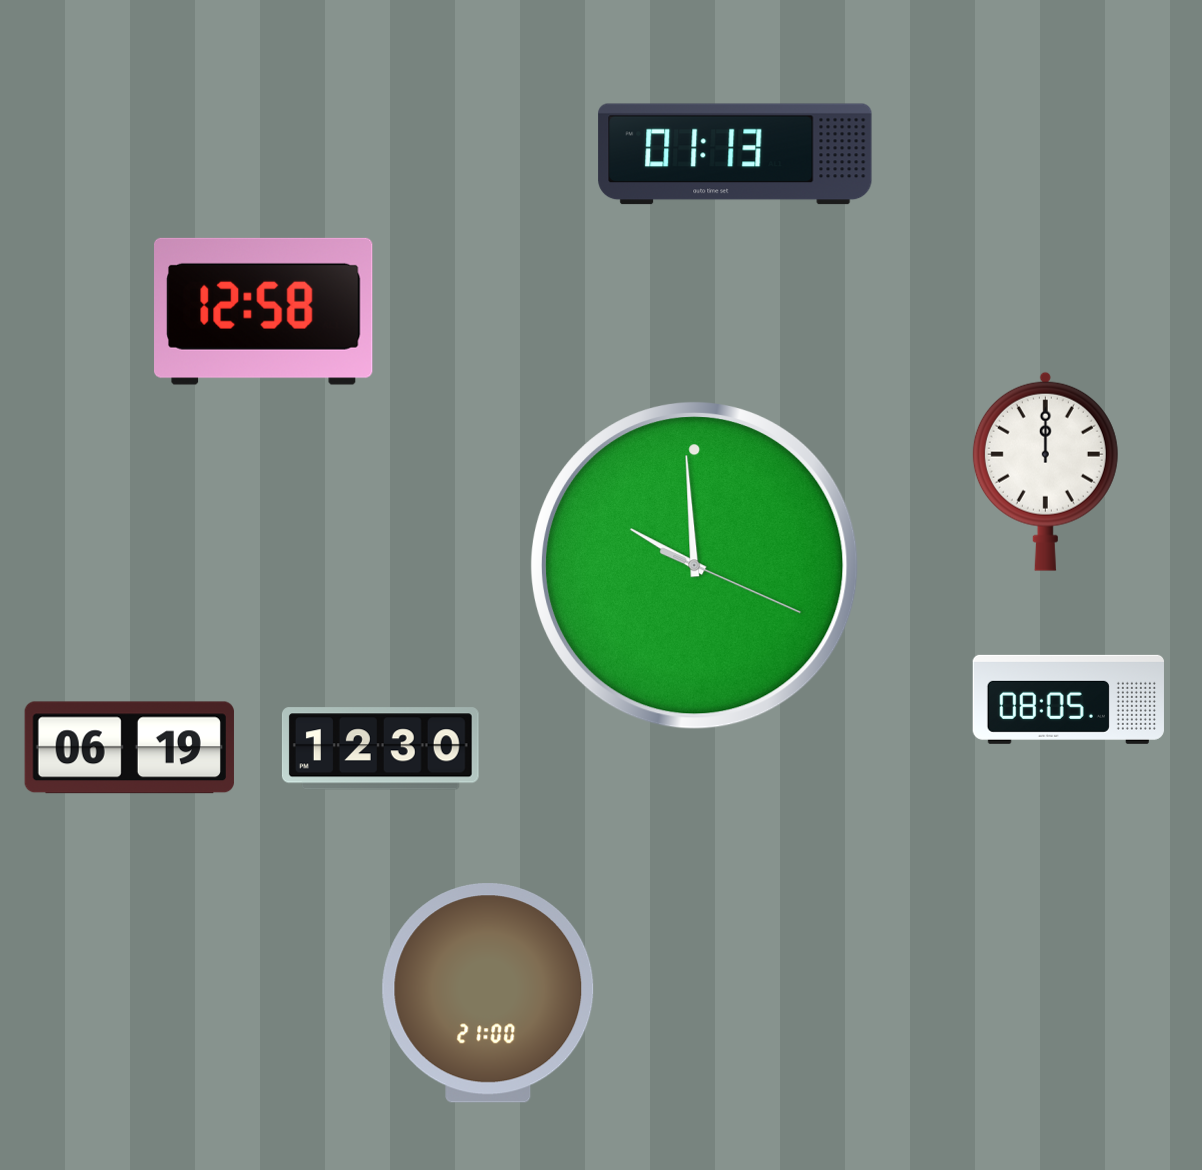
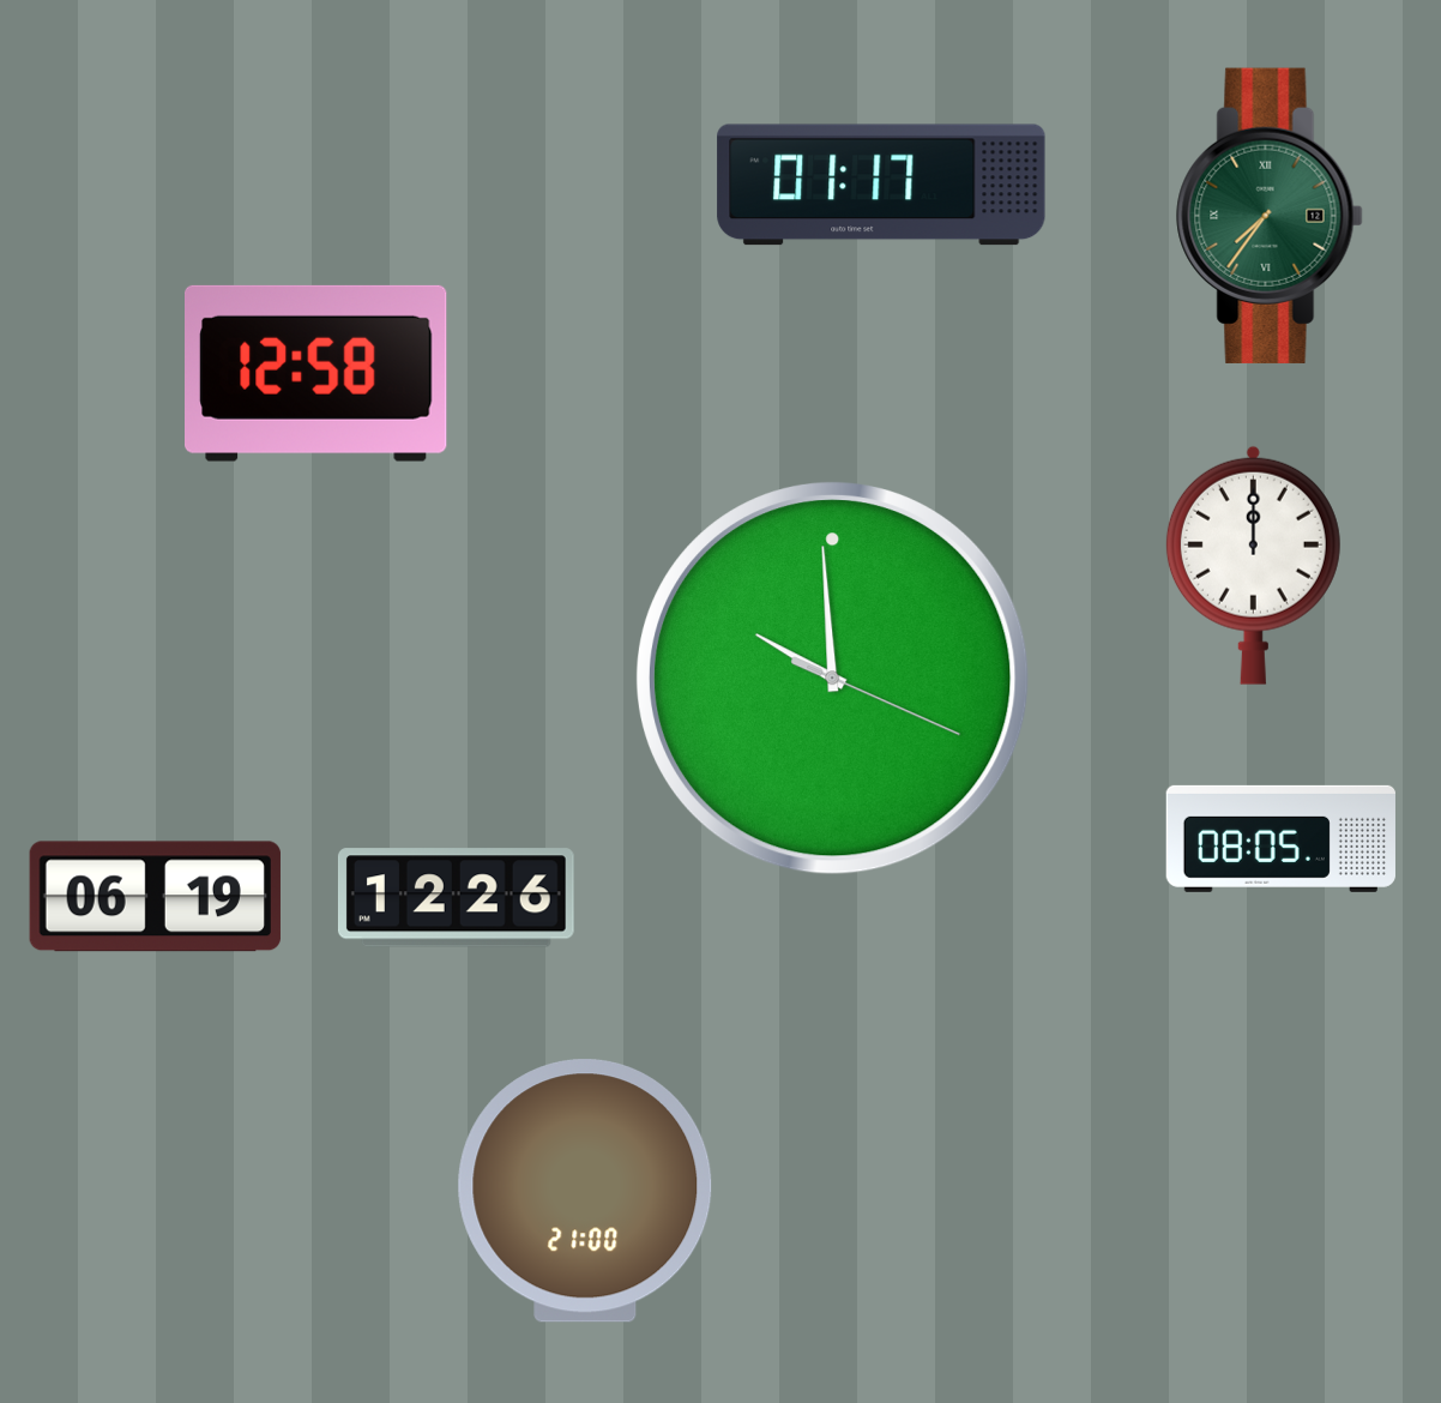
clock at (735, 154): 01:13 -> 01:17
clock at (1270, 216): none -> 7:36
clock at (380, 749): 12:30 -> 12:26
